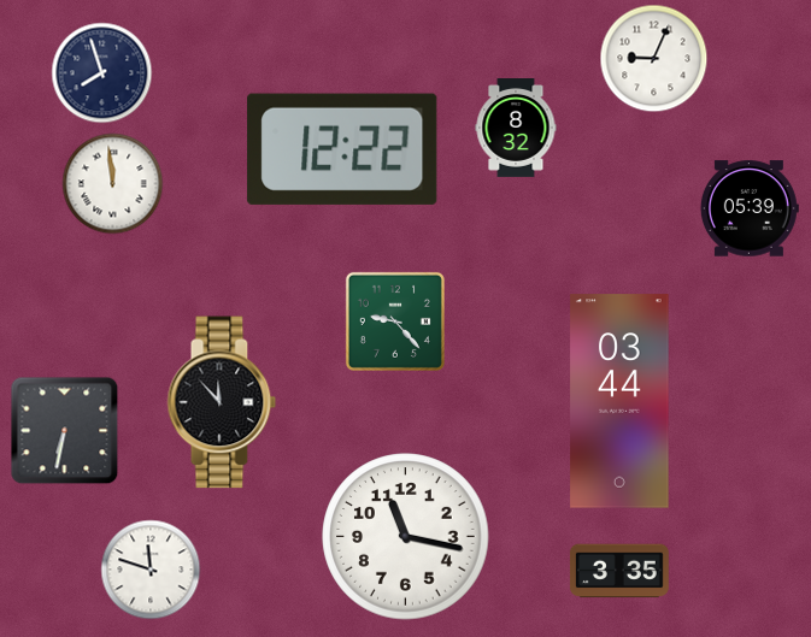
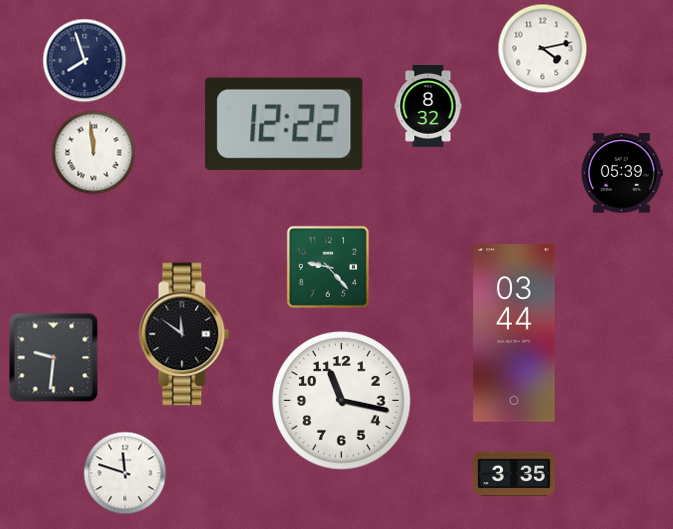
clock at (654, 59): 9:04 -> 4:13
clock at (222, 402): 11:53 -> 11:51
clock at (65, 431): 6:32 -> 9:31
clock at (406, 537) position: (406, 537) -> (342, 401)
